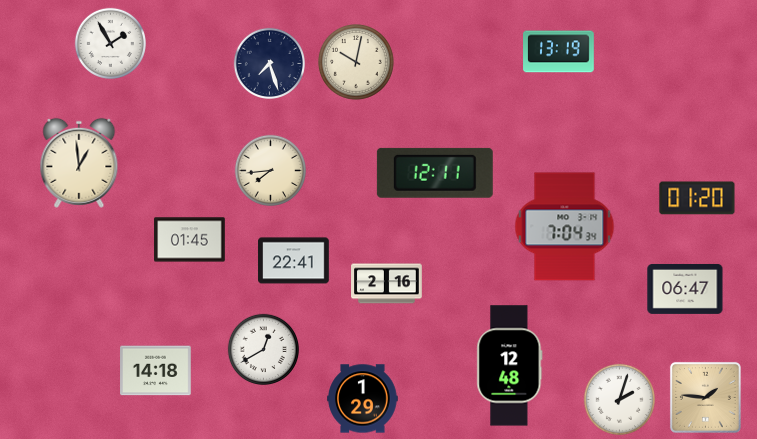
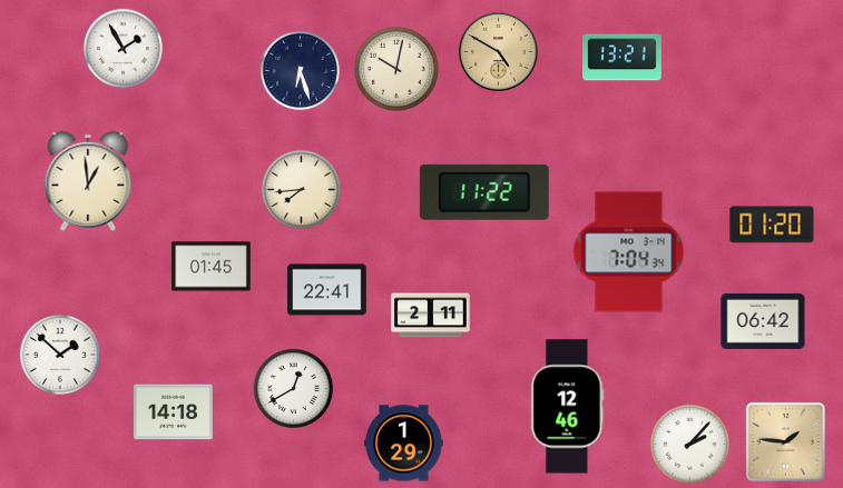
clock at (499, 52): none -> 4:50
clock at (559, 52): 13:19 -> 13:21
clock at (269, 63): 7:27 -> 6:27
clock at (435, 173): 12:11 -> 11:22
clock at (697, 198) position: (697, 198) -> (772, 225)
clock at (387, 284): 2:16 -> 2:11
clock at (685, 289): 06:47 -> 06:42
clock at (60, 355): none -> 1:52
clock at (510, 366): 12:48 -> 12:46
clock at (619, 399): 2:03 -> 2:07
